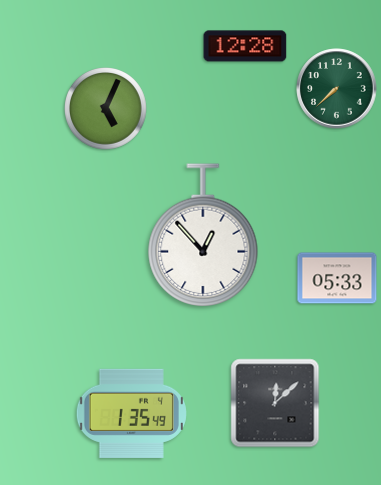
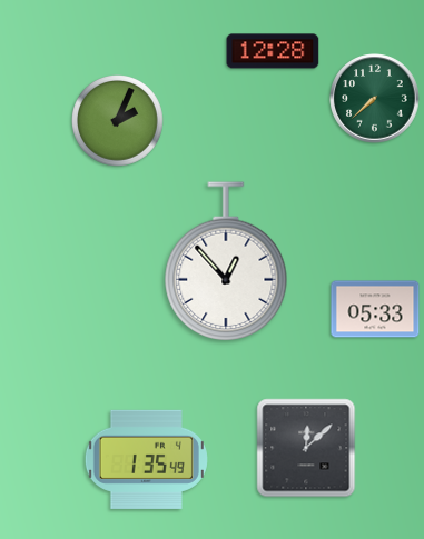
clock at (106, 109): 5:04 -> 2:04
